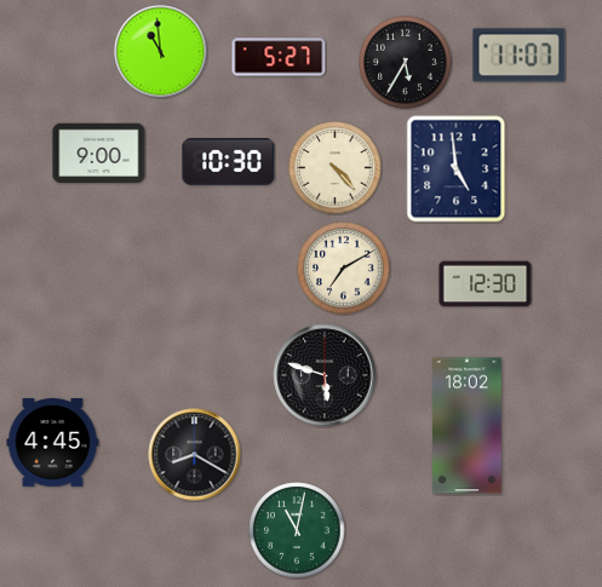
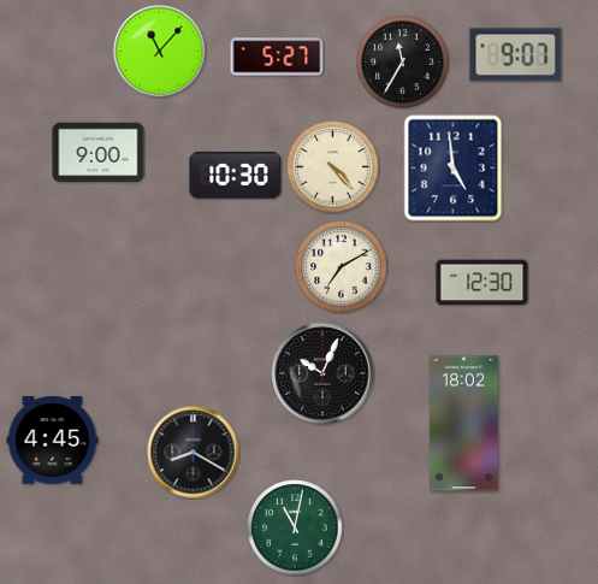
clock at (161, 52): 10:59 -> 11:07
clock at (520, 56): 11:07 -> 9:07
clock at (406, 63): 5:35 -> 11:35
clock at (229, 162) position: (229, 162) -> (236, 176)
clock at (325, 375): 5:48 -> 10:04
